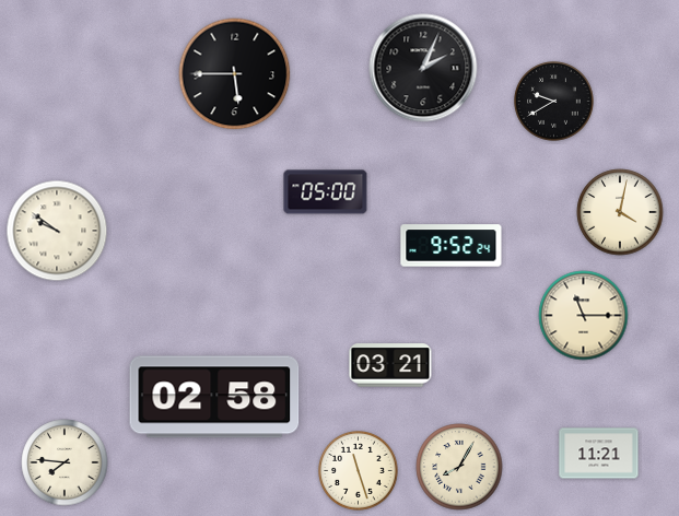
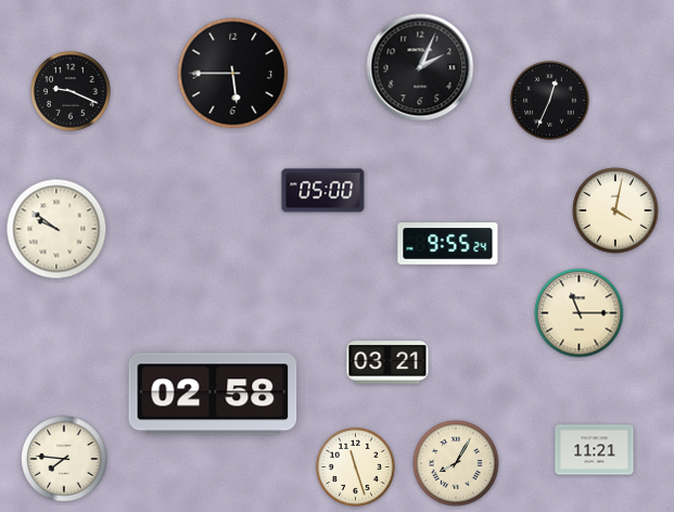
clock at (71, 91): none -> 9:19
clock at (554, 102): 9:40 -> 12:34
clock at (452, 246): 9:52 -> 9:55
